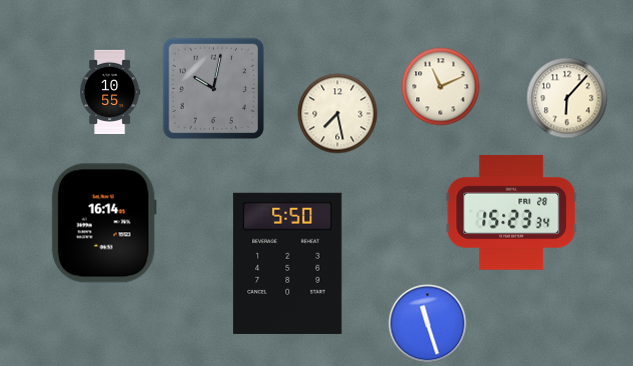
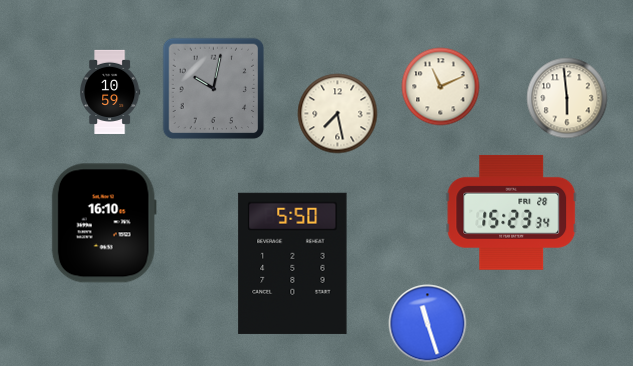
clock at (110, 91): 10:55 -> 10:59
clock at (567, 98): 6:07 -> 5:59
clock at (104, 223): 16:14 -> 16:10
clock at (288, 263) position: (288, 263) -> (293, 263)
